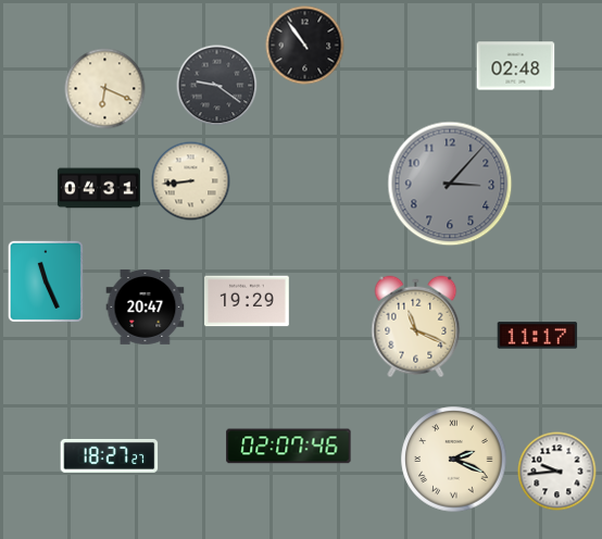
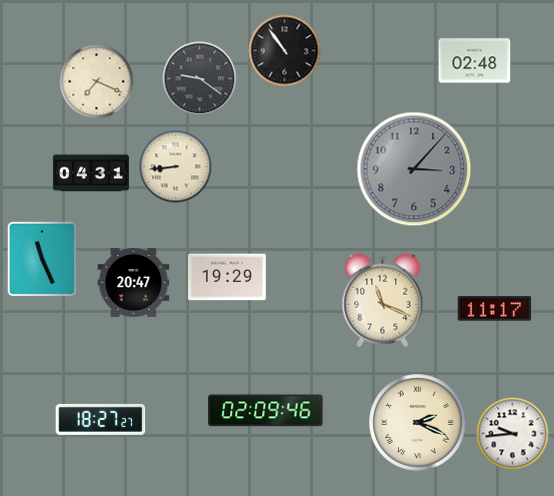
clock at (305, 46) position: (305, 46) -> (285, 51)
clock at (105, 89): 6:19 -> 7:19
clock at (289, 447): 02:07 -> 02:09
